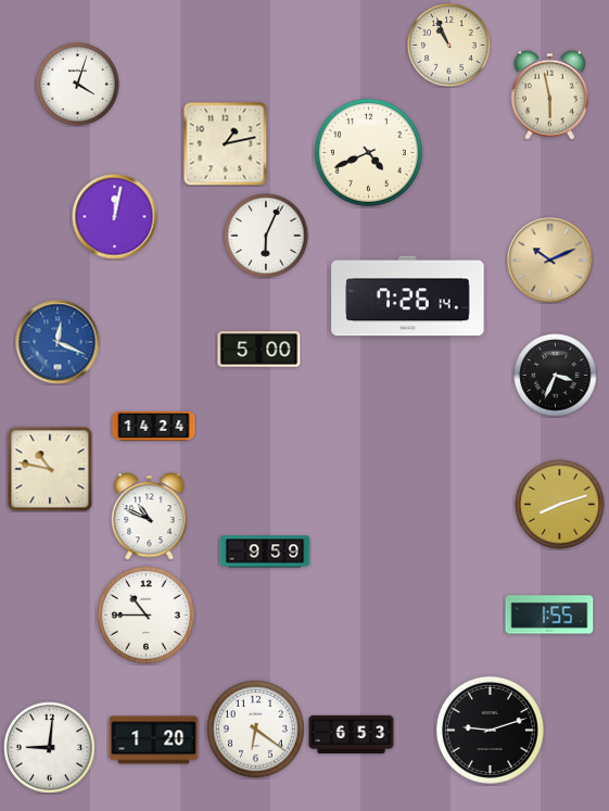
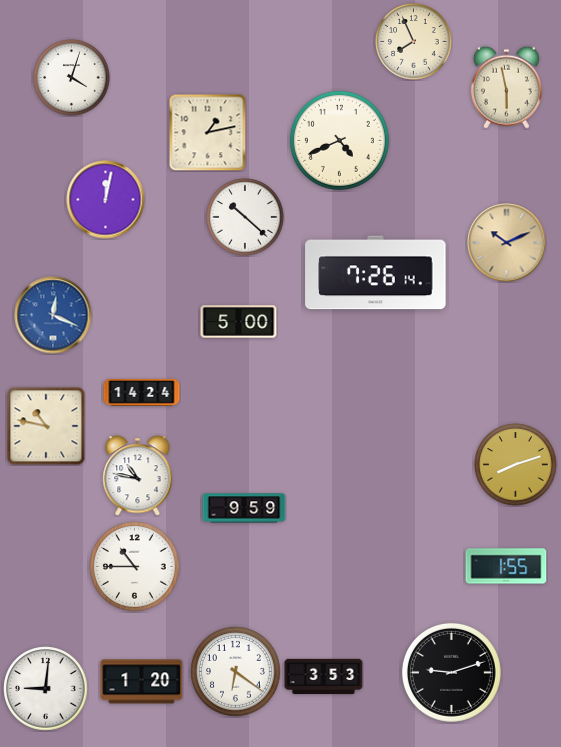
clock at (449, 46): 10:56 -> 7:56
clock at (266, 236): 6:04 -> 10:22
clock at (550, 261) position: (550, 261) -> (507, 243)
clock at (556, 376): 3:34 -> none
clock at (50, 469) position: (50, 469) -> (46, 426)
clock at (150, 517): 10:49 -> 10:47
clock at (352, 735): 6:53 -> 3:53
